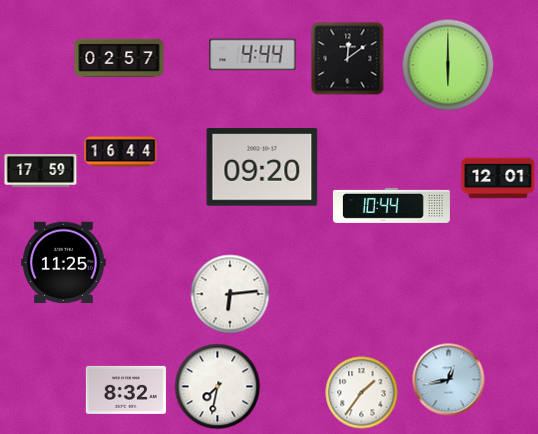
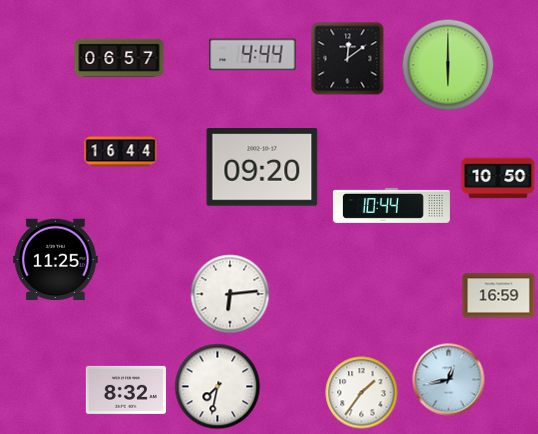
clock at (119, 57): 02:57 -> 06:57
clock at (41, 171): 17:59 -> none
clock at (498, 178): 12:01 -> 10:50
clock at (64, 263) position: (64, 263) -> (56, 260)
clock at (499, 296): none -> 16:59
